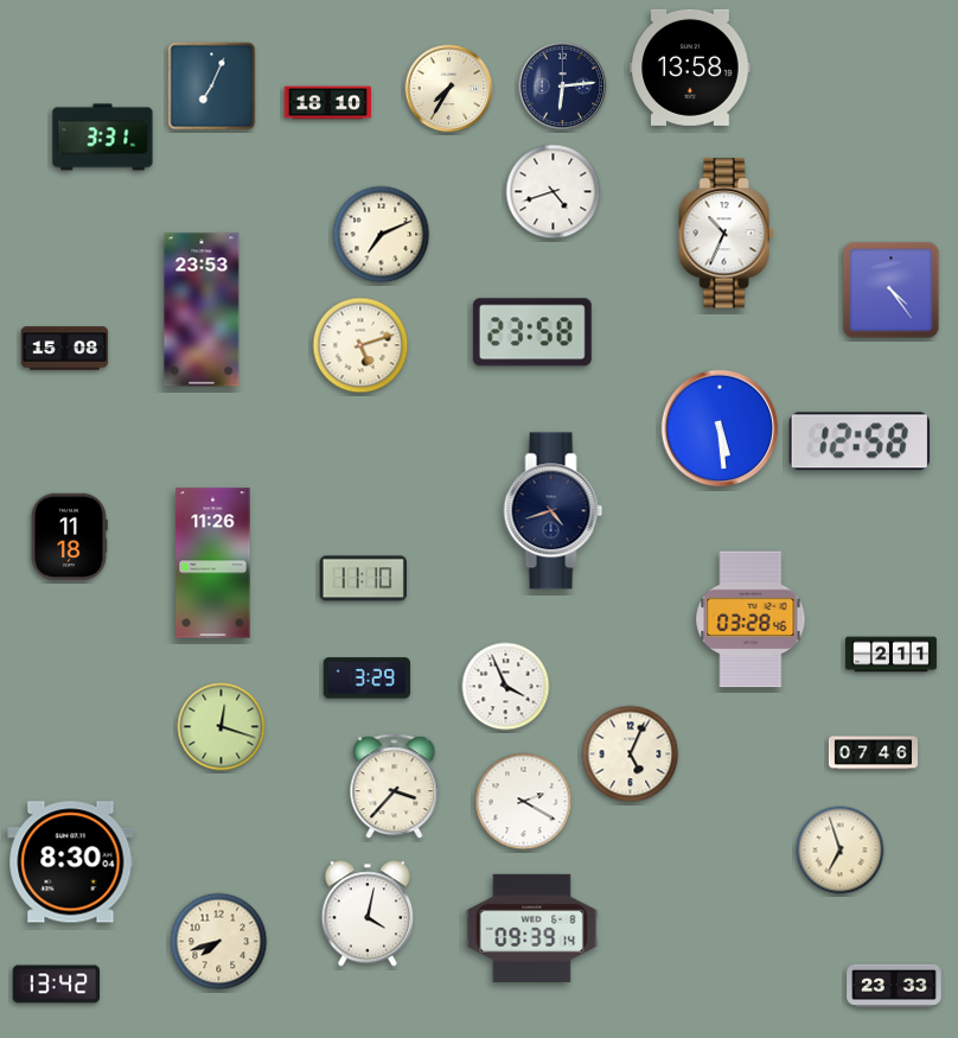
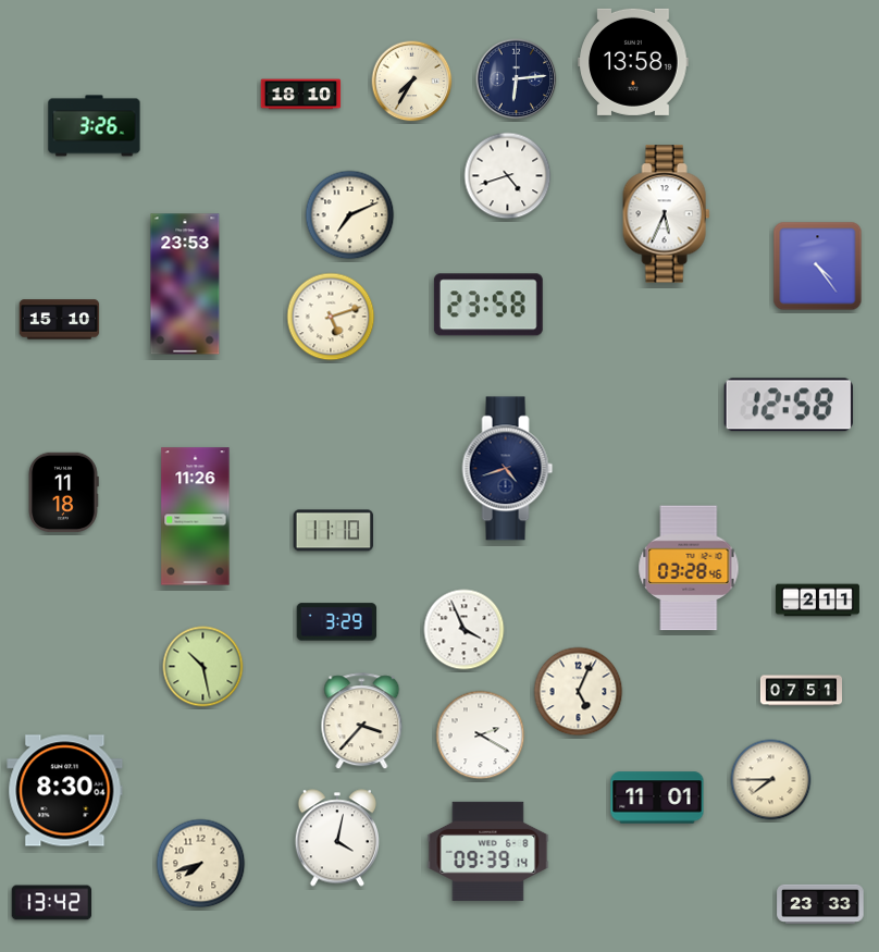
clock at (212, 87): 7:04 -> none
clock at (103, 138): 3:31 -> 3:26
clock at (727, 234): 10:34 -> 5:34
clock at (65, 349): 15:08 -> 15:10
clock at (720, 428): 5:29 -> none
clock at (222, 727): 12:18 -> 10:28
clock at (873, 753): 07:46 -> 07:51
clock at (841, 851): 6:57 -> 7:45
clock at (657, 798): none -> 11:01
